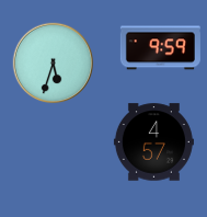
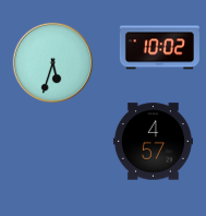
clock at (160, 48): 9:59 -> 10:02
